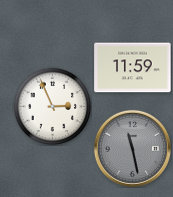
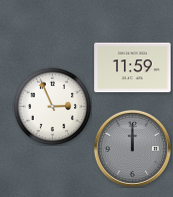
clock at (132, 148): 11:28 -> 12:00
